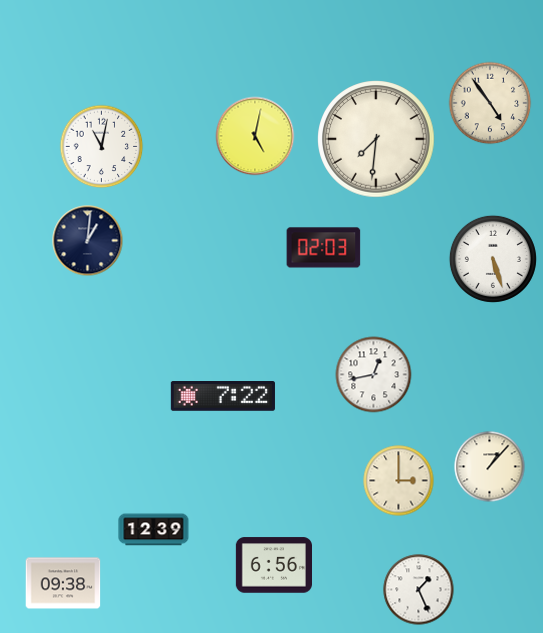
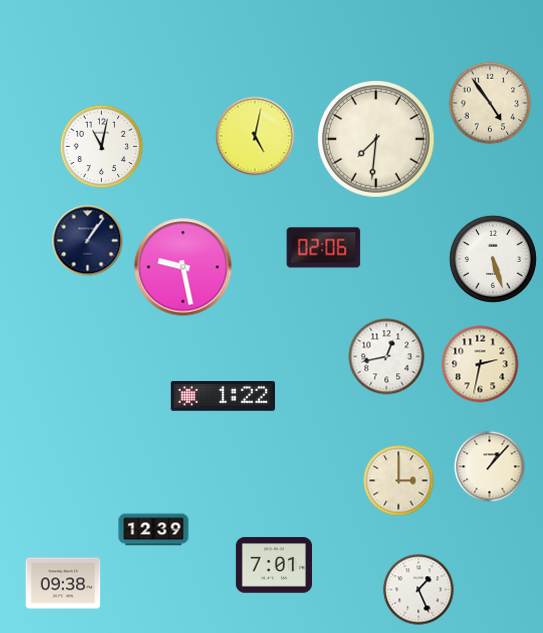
clock at (88, 241): 1:01 -> 1:06
clock at (324, 248): 02:03 -> 02:06
clock at (183, 267): none -> 9:28
clock at (480, 364): none -> 2:32
clock at (374, 375) position: (374, 375) -> (387, 357)
clock at (223, 397): 7:22 -> 1:22
clock at (273, 565): 6:56 -> 7:01
